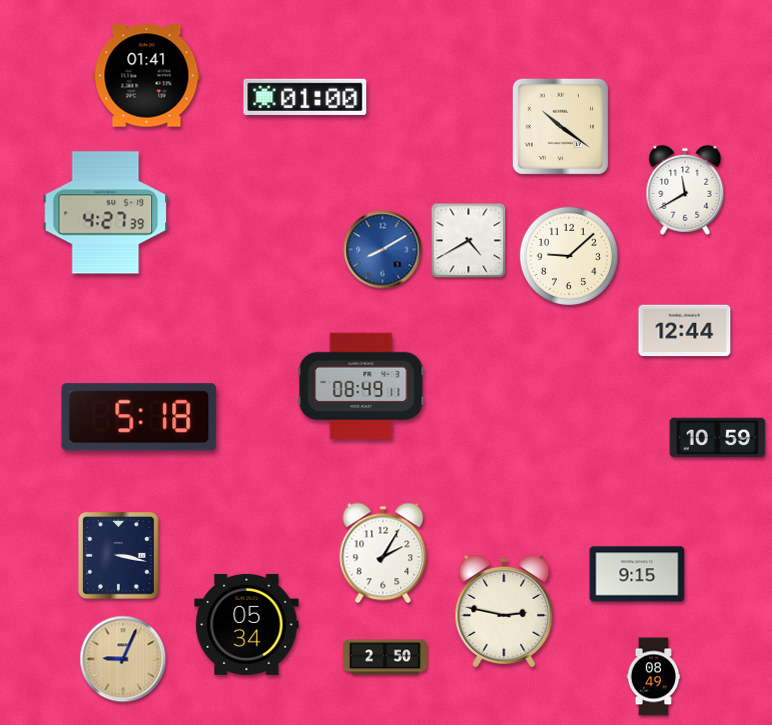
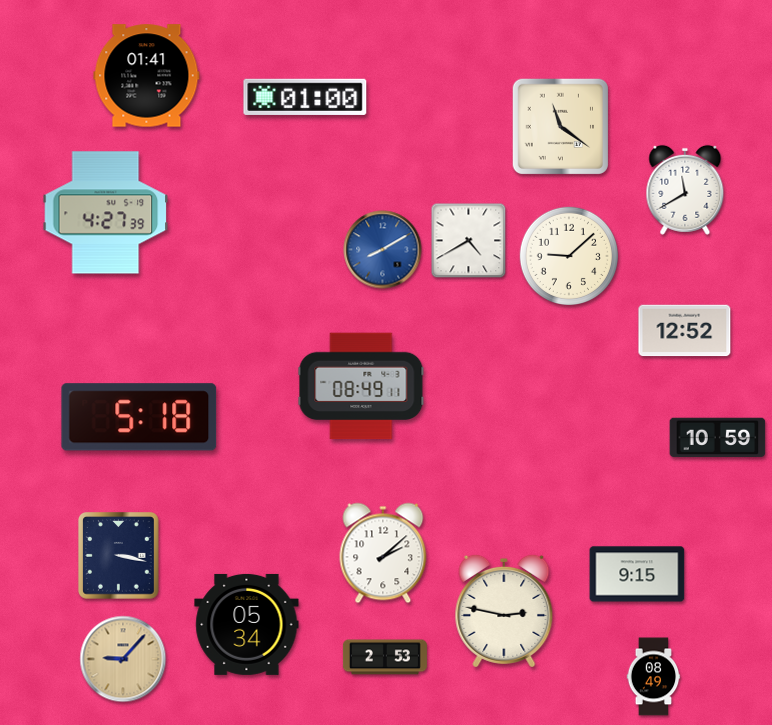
clock at (560, 126): 10:21 -> 11:21
clock at (685, 331): 12:44 -> 12:52
clock at (383, 553): 2:05 -> 2:08
clock at (385, 657): 2:50 -> 2:53
clock at (123, 659): 9:04 -> 9:07
